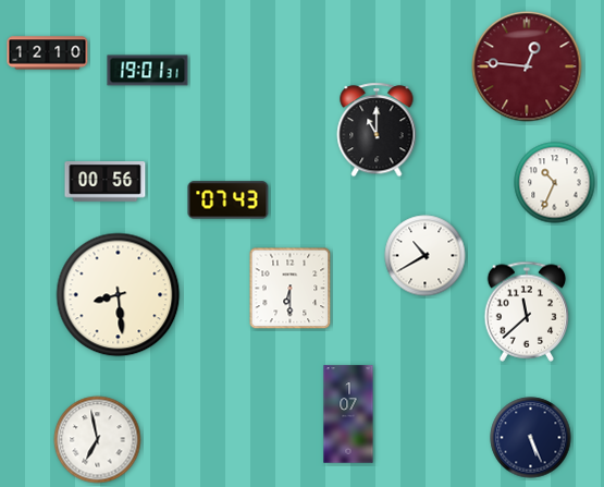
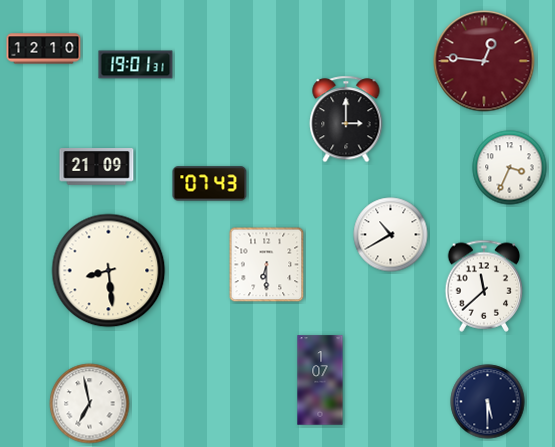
clock at (377, 130): 11:00 -> 3:00
clock at (106, 182): 00:56 -> 21:09
clock at (555, 183): 10:34 -> 3:34
clock at (531, 438): 5:26 -> 5:30
